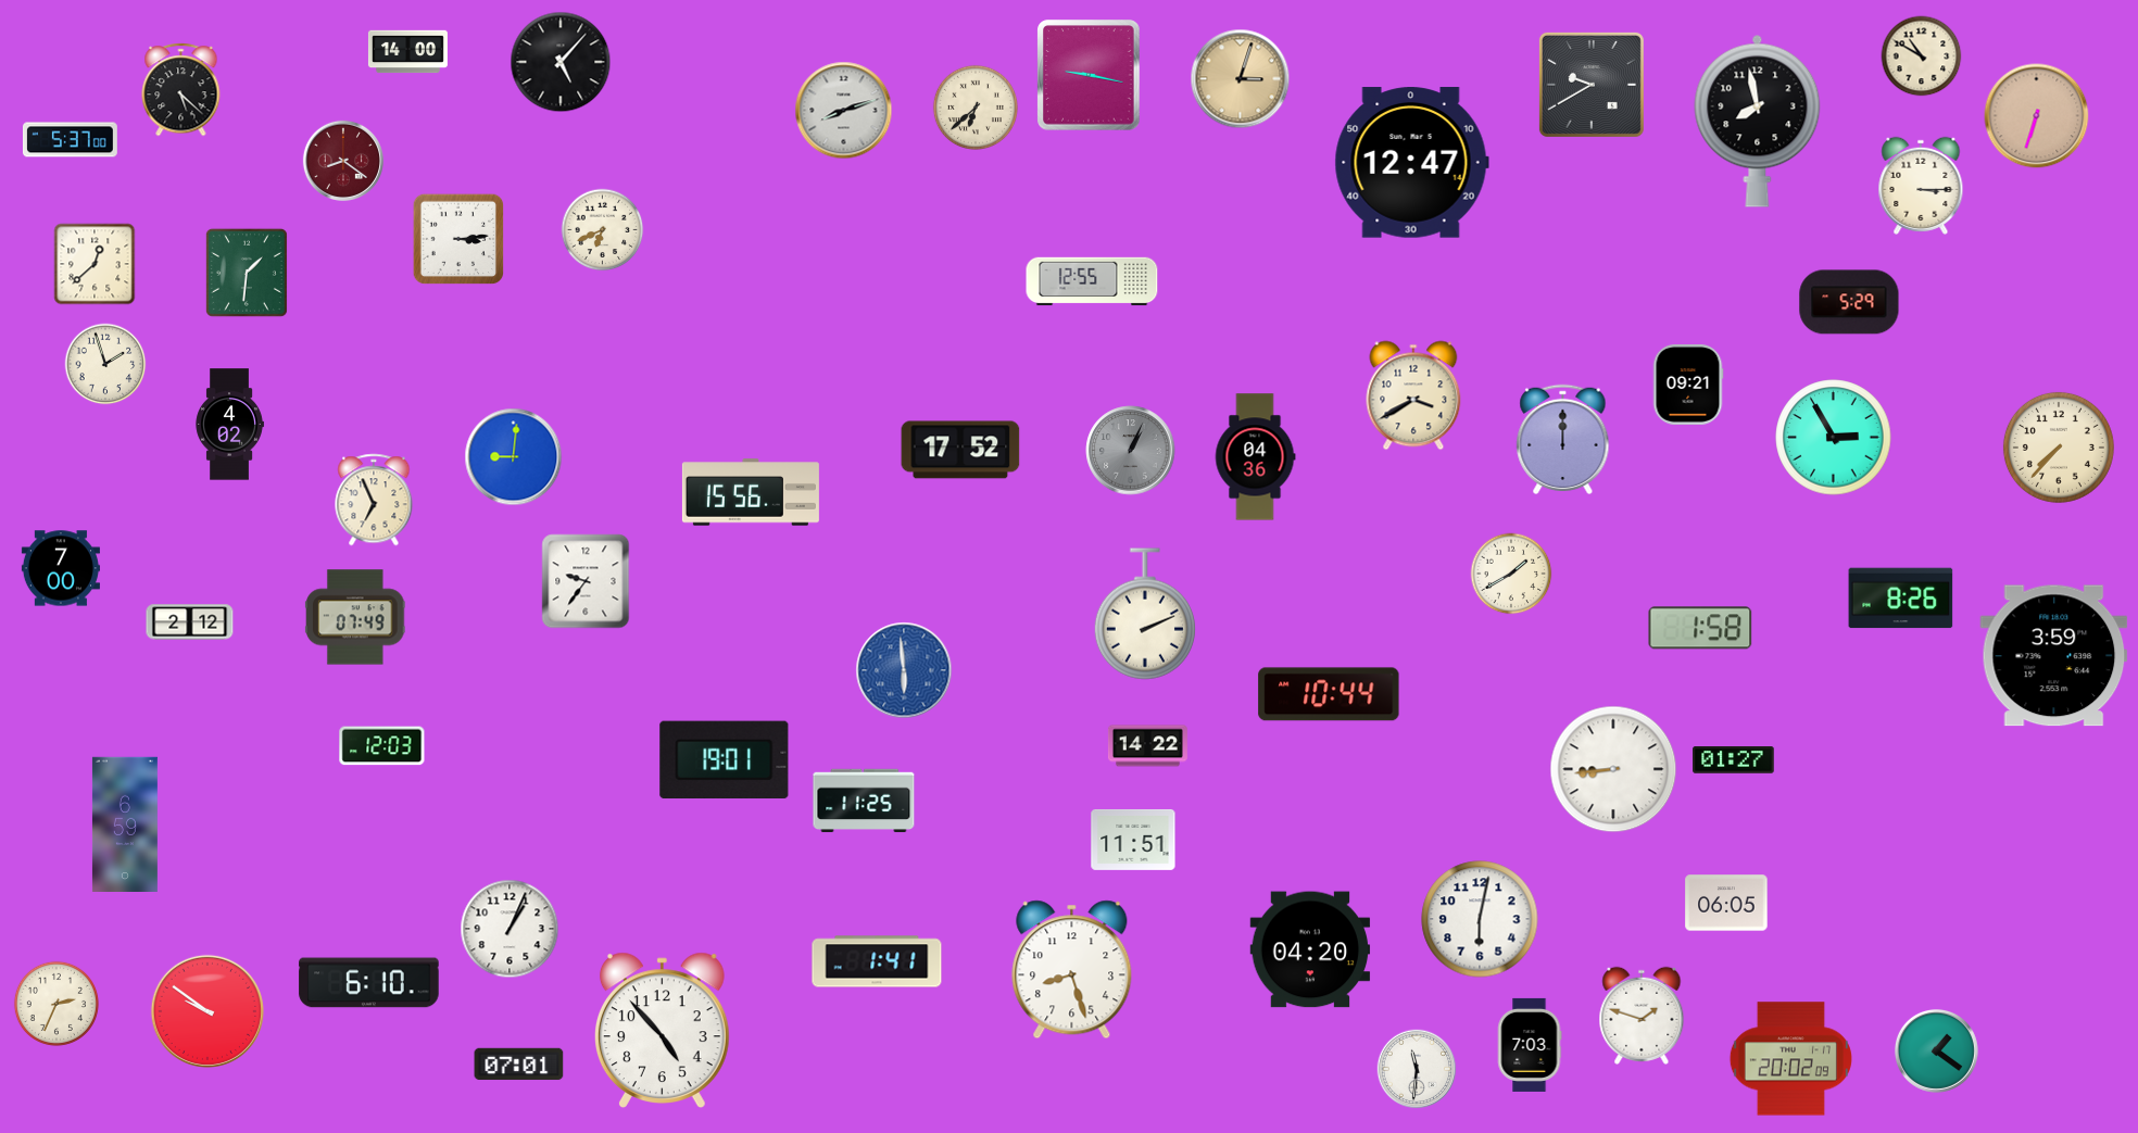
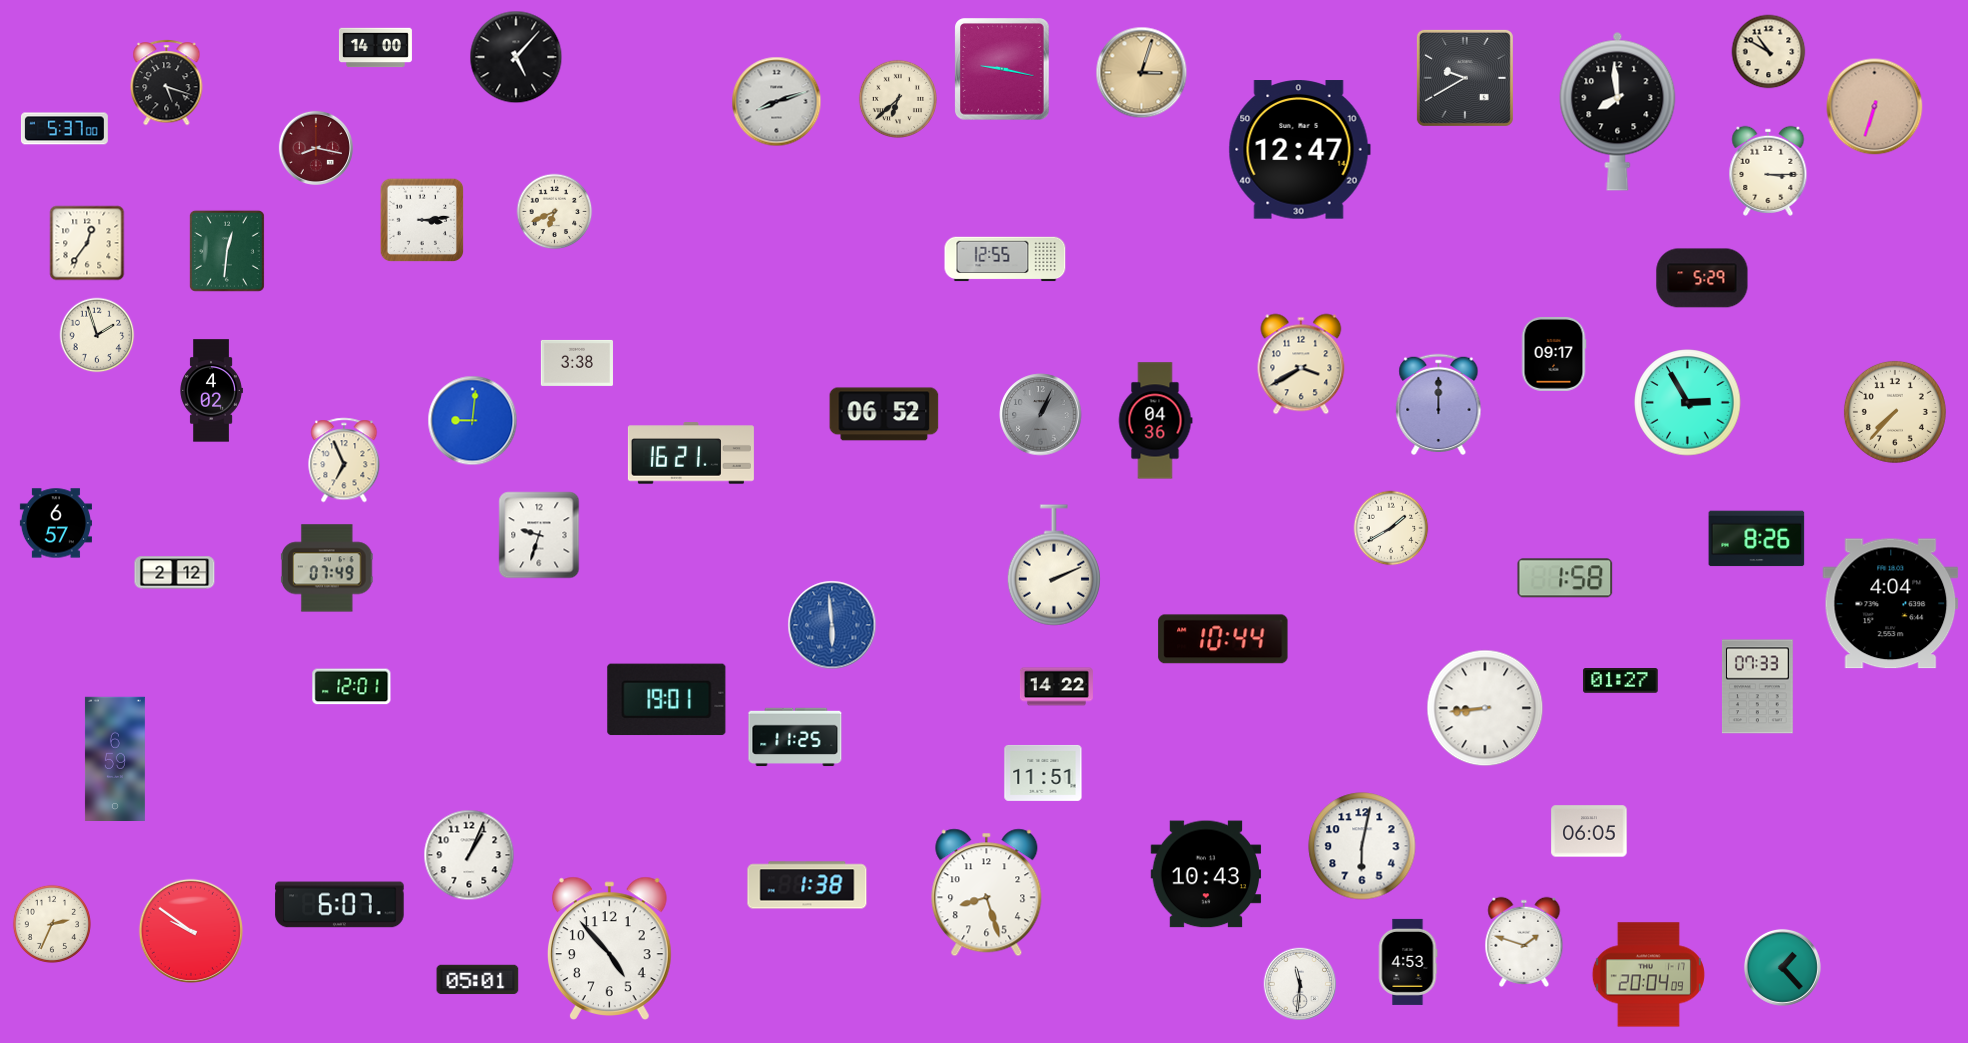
clock at (181, 90): 5:22 -> 5:18
clock at (1758, 121): 7:58 -> 7:59
clock at (343, 161): 8:21 -> 8:17
clock at (95, 264): 12:38 -> 12:36
clock at (247, 273): 1:31 -> 12:31
clock at (1688, 386): 09:21 -> 09:17
clock at (577, 363): none -> 3:38
clock at (960, 450): 17:52 -> 06:52
clock at (751, 492): 15:56 -> 16:21
clock at (61, 568): 7:00 -> 6:57
clock at (586, 581): 9:36 -> 9:33
clock at (1901, 599) position: (1901, 599) -> (1757, 539)
clock at (2054, 656): 3:59 -> 4:04
clock at (904, 670) position: (904, 670) -> (832, 625)
clock at (382, 746): 12:03 -> 12:01
clock at (1757, 687): none -> 07:33
clock at (1734, 760) position: (1734, 760) -> (1621, 681)
clock at (1310, 949): 04:20 -> 10:43
clock at (877, 961): 1:41 -> 1:38
clock at (369, 983): 6:10 -> 6:07
clock at (1642, 1016) position: (1642, 1016) -> (1524, 942)
clock at (1530, 1045): 7:03 -> 4:53
clock at (1936, 1050): 1:21 -> 1:23
clock at (1790, 1059): 20:02 -> 20:04
clock at (519, 1065): 07:01 -> 05:01
clock at (1417, 1069) position: (1417, 1069) -> (1300, 984)
